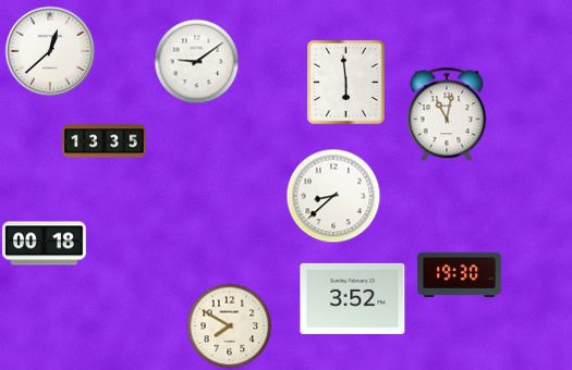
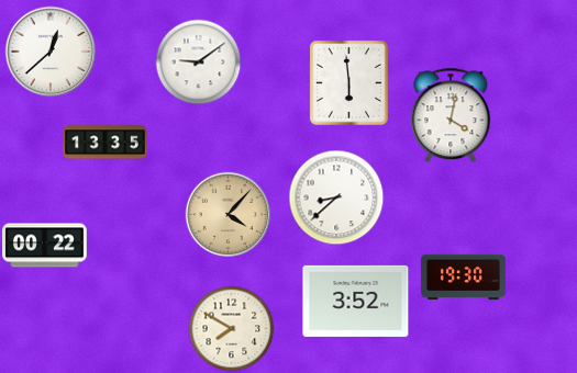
clock at (447, 114): 11:02 -> 4:02
clock at (228, 214): none -> 4:07
clock at (45, 244): 00:18 -> 00:22
